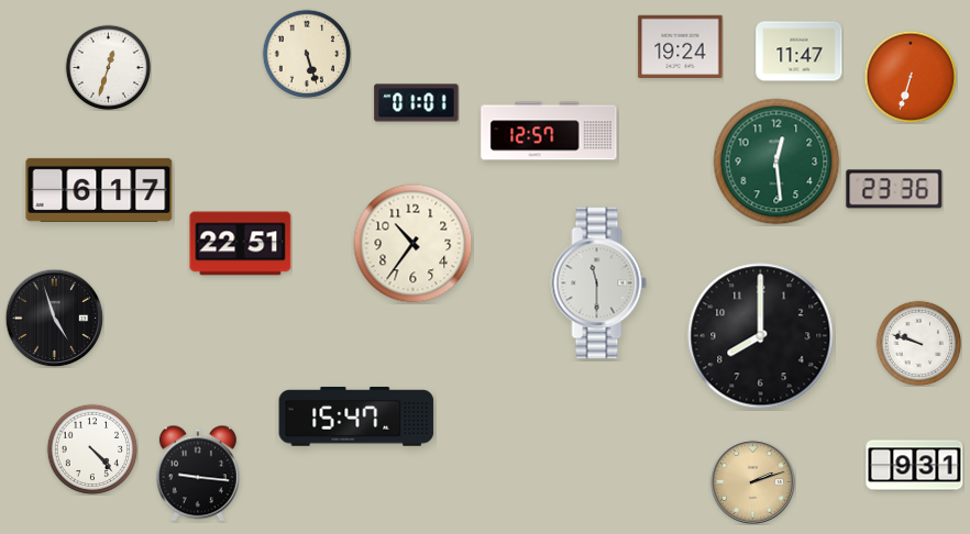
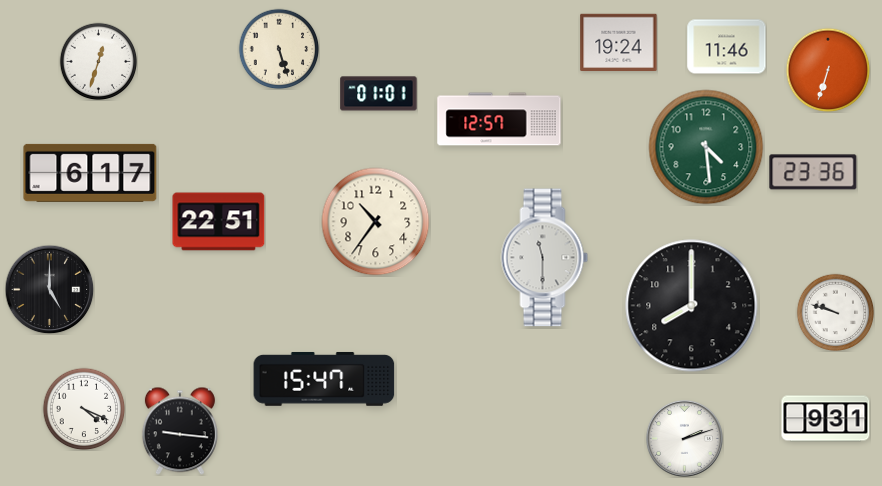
clock at (800, 52): 11:47 -> 11:46
clock at (776, 162): 12:29 -> 4:29
clock at (54, 318): 4:57 -> 5:00
clock at (92, 449): 4:23 -> 4:19
clock at (915, 466) position: (915, 466) -> (826, 419)
clock at (752, 481) dial: champagne -> white
